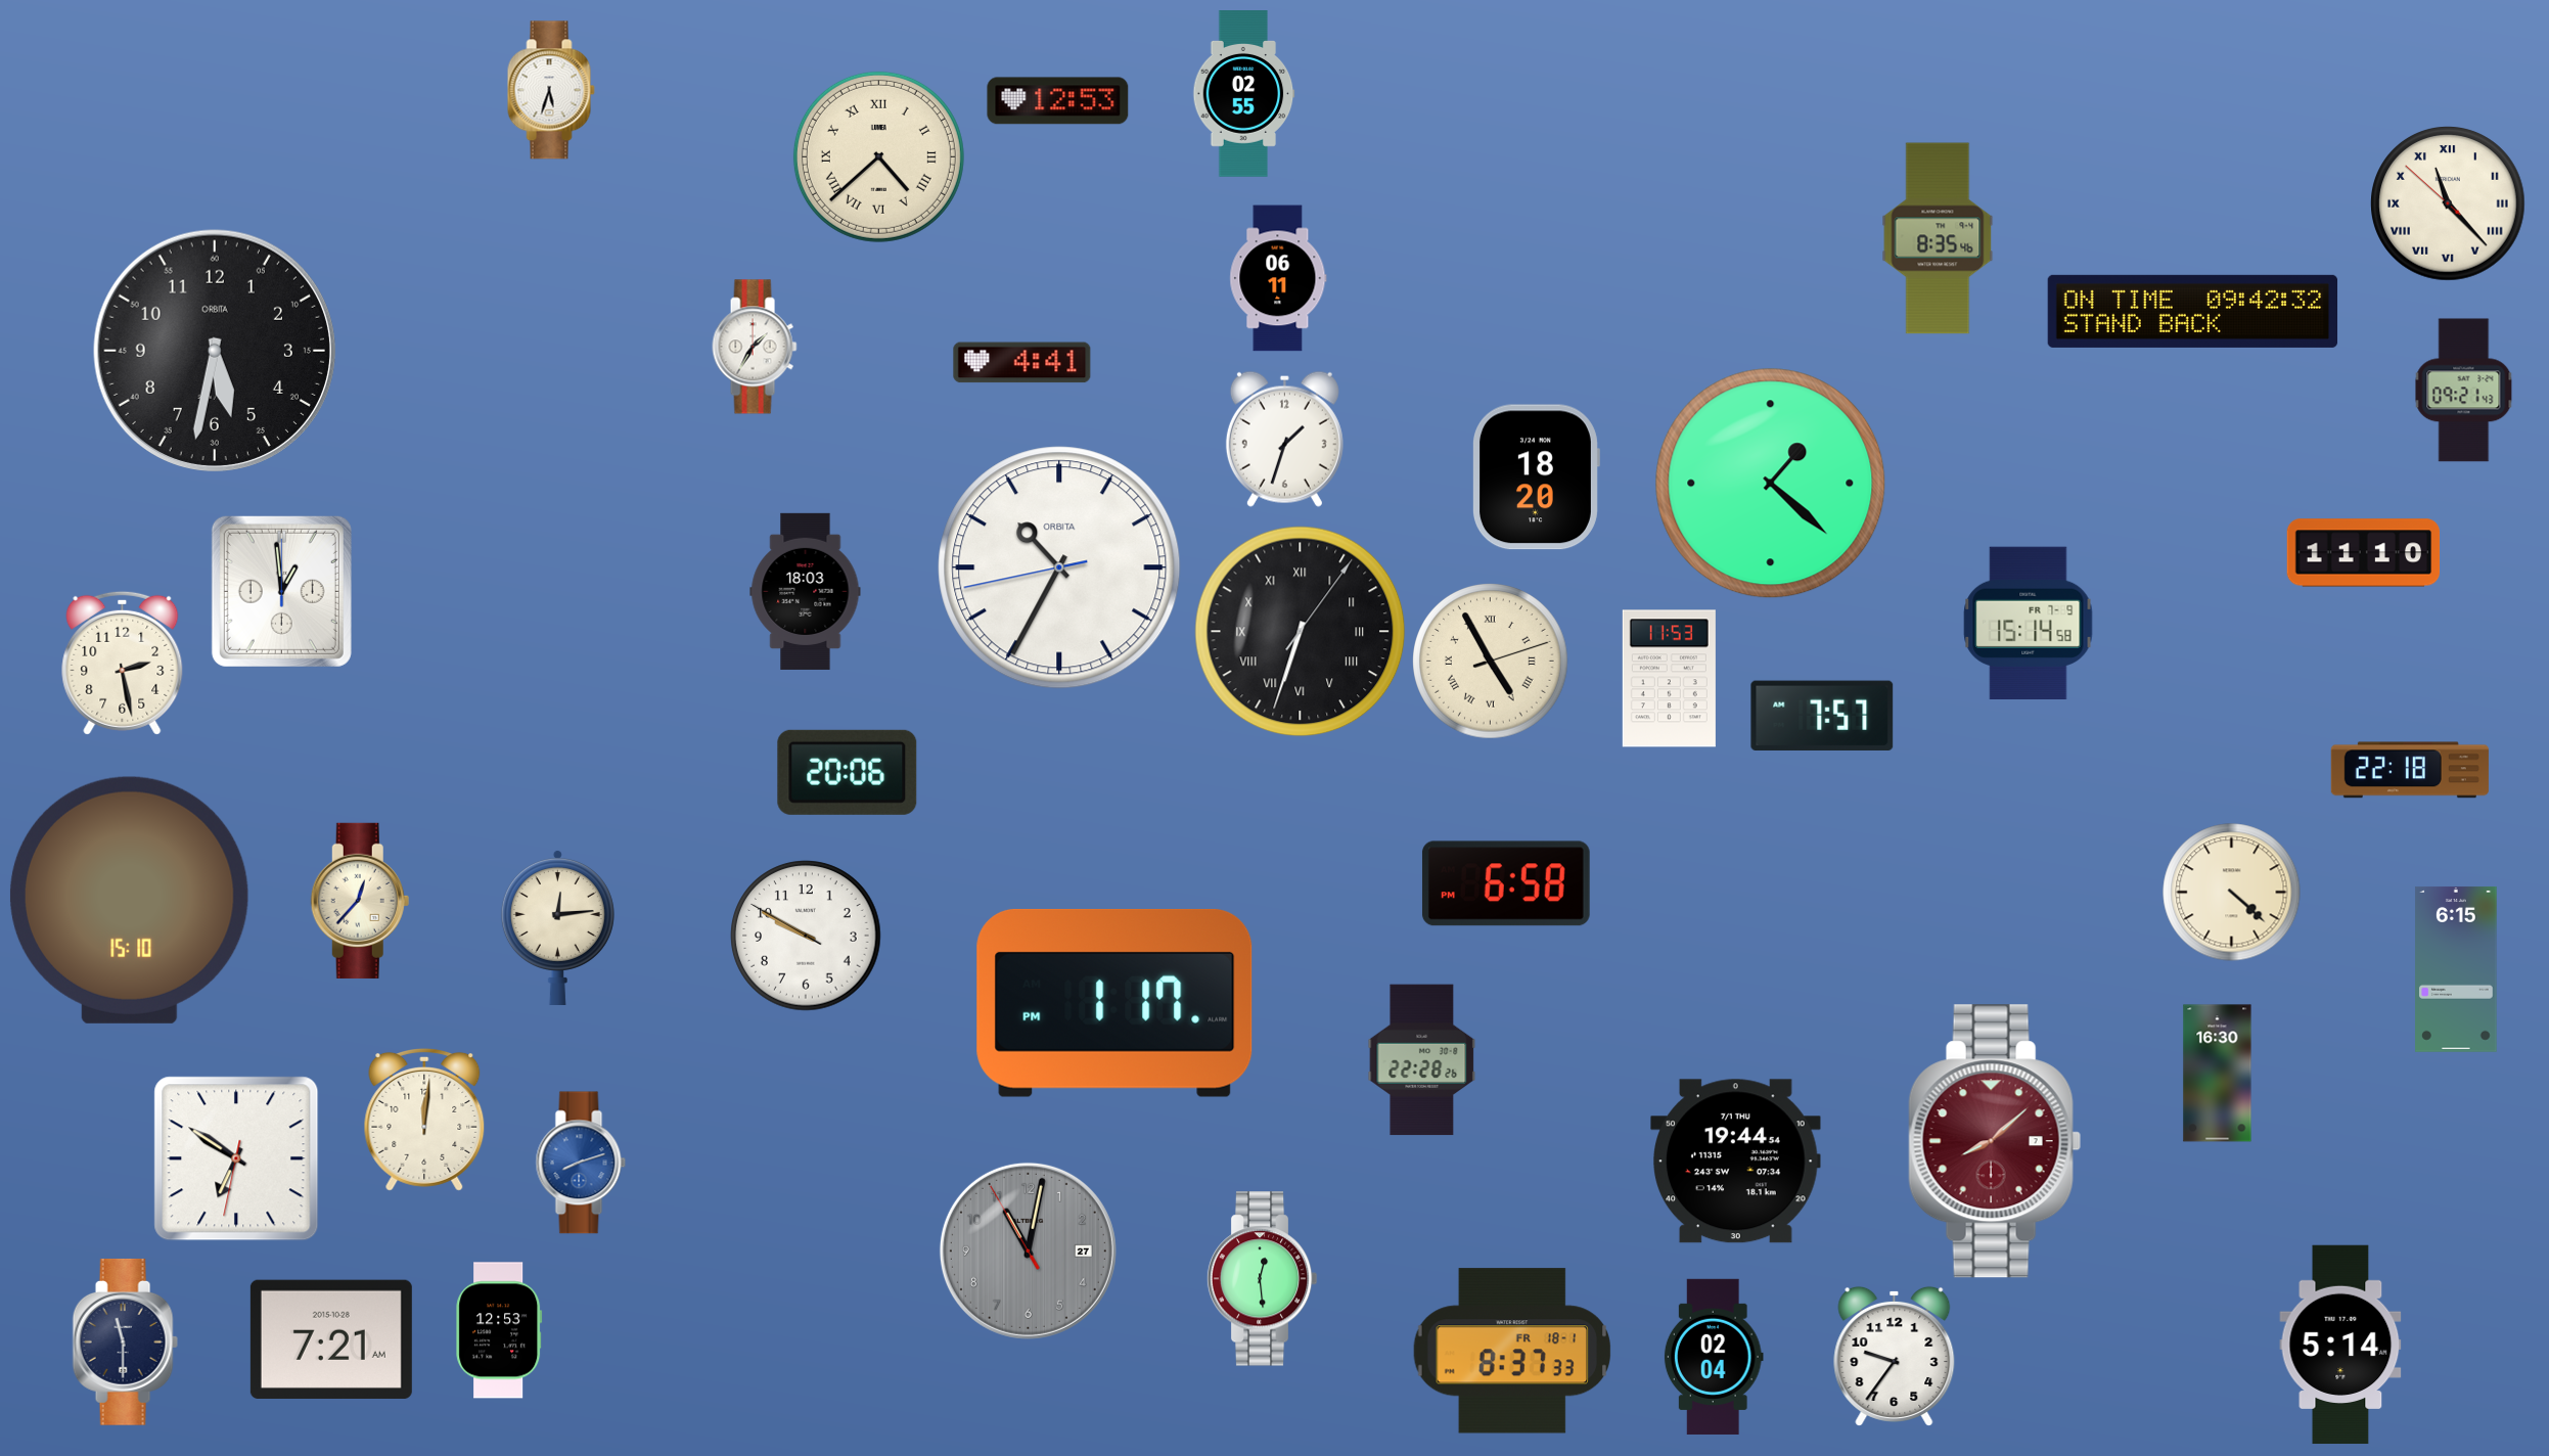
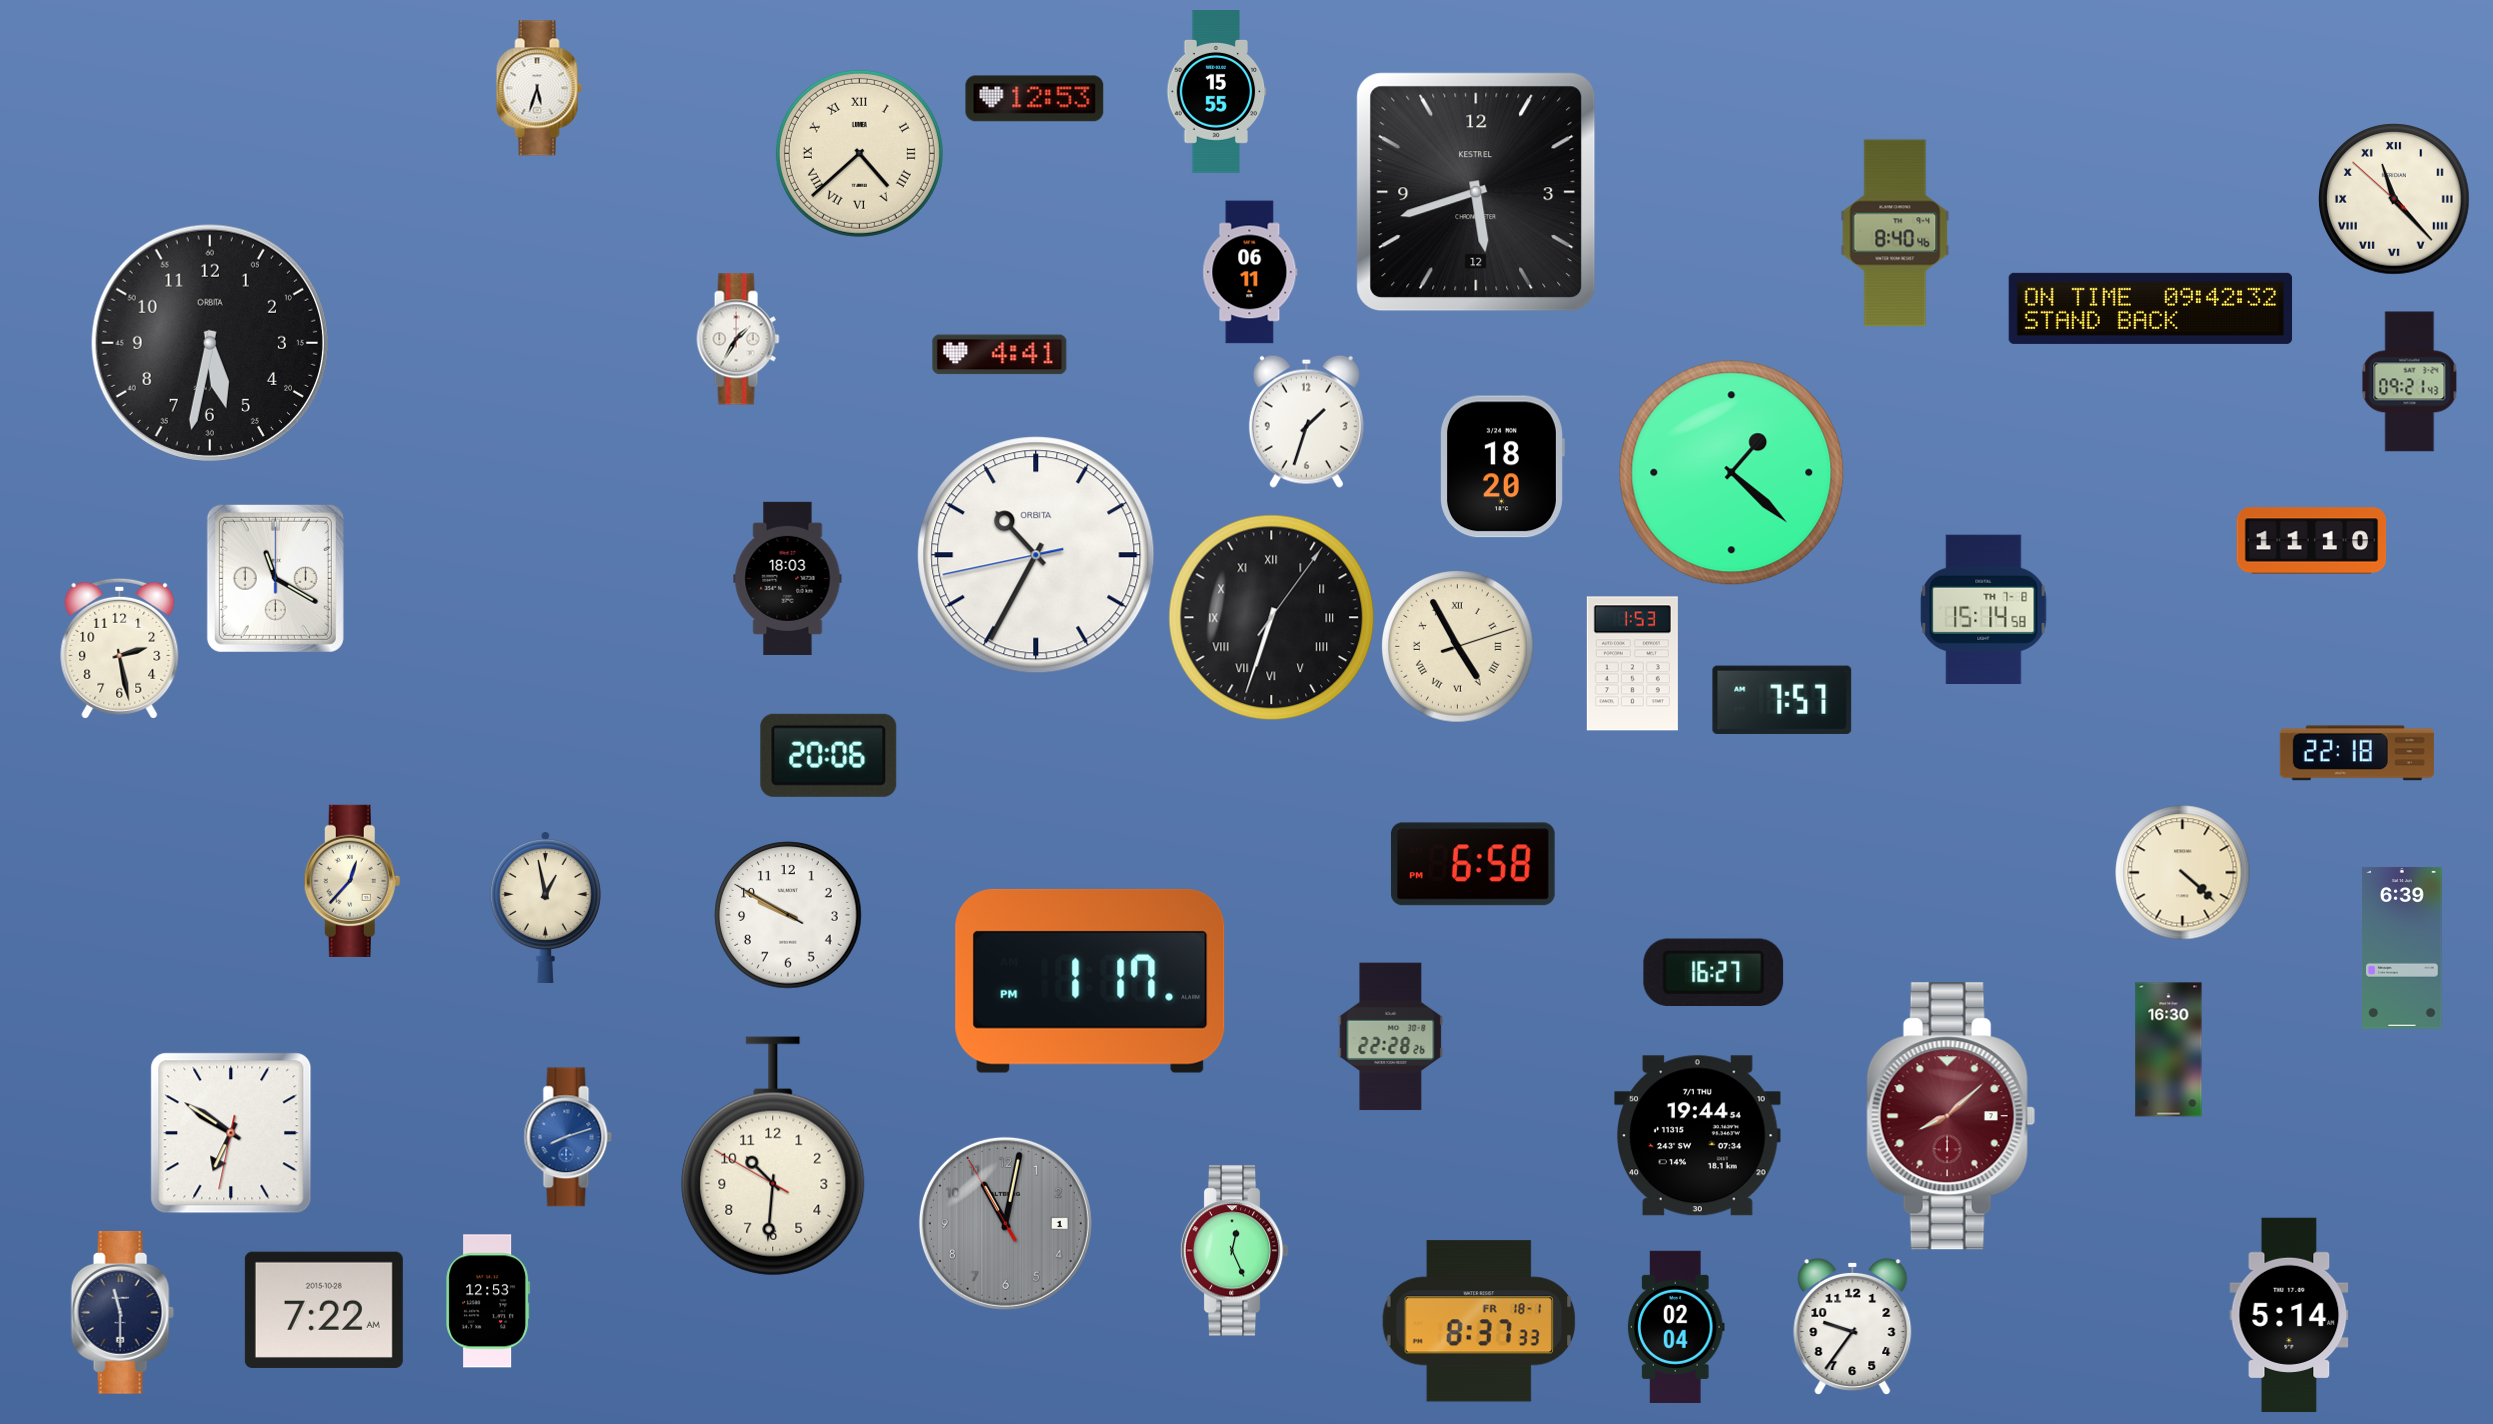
clock at (1244, 94): 02:55 -> 15:55
clock at (1476, 192): none -> 5:42
clock at (1938, 238): 8:35 -> 8:40
clock at (2193, 311) position: (2193, 311) -> (2151, 308)
clock at (1284, 439) position: (1284, 439) -> (1306, 421)
clock at (281, 591): 12:59 -> 11:20
clock at (2029, 623) date: FR 7-9 -> TH 7-8
clock at (1669, 679): 11:53 -> 1:53
clock at (129, 900): 15:10 -> none
clock at (557, 927): 12:14 -> 12:58
clock at (2456, 969): 6:15 -> 6:39
clock at (1714, 972): none -> 16:27
clock at (424, 1120): 12:01 -> none
clock at (773, 1156): none -> 10:30
clock at (1028, 1250) date: 27 -> 1
clock at (1262, 1279): 12:29 -> 12:26
clock at (331, 1338): 7:21 -> 7:22
